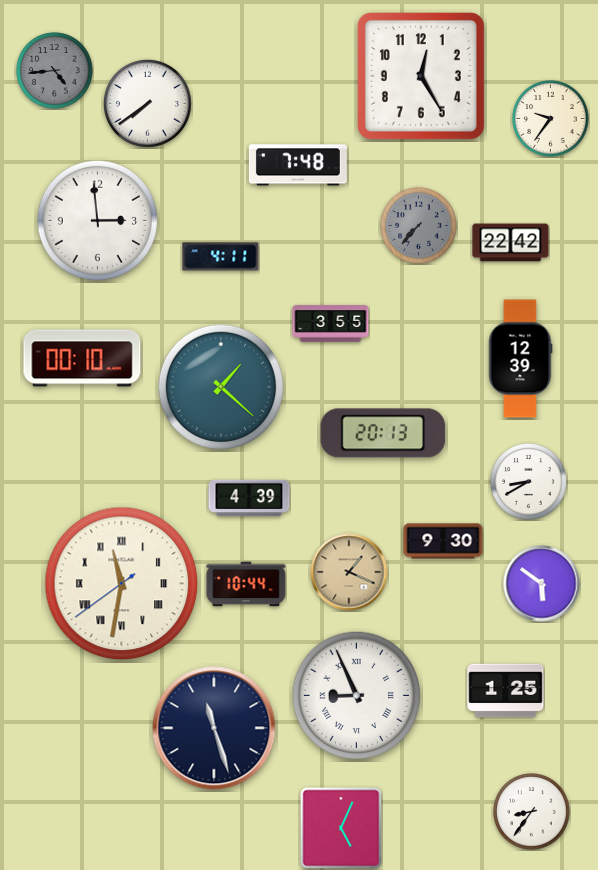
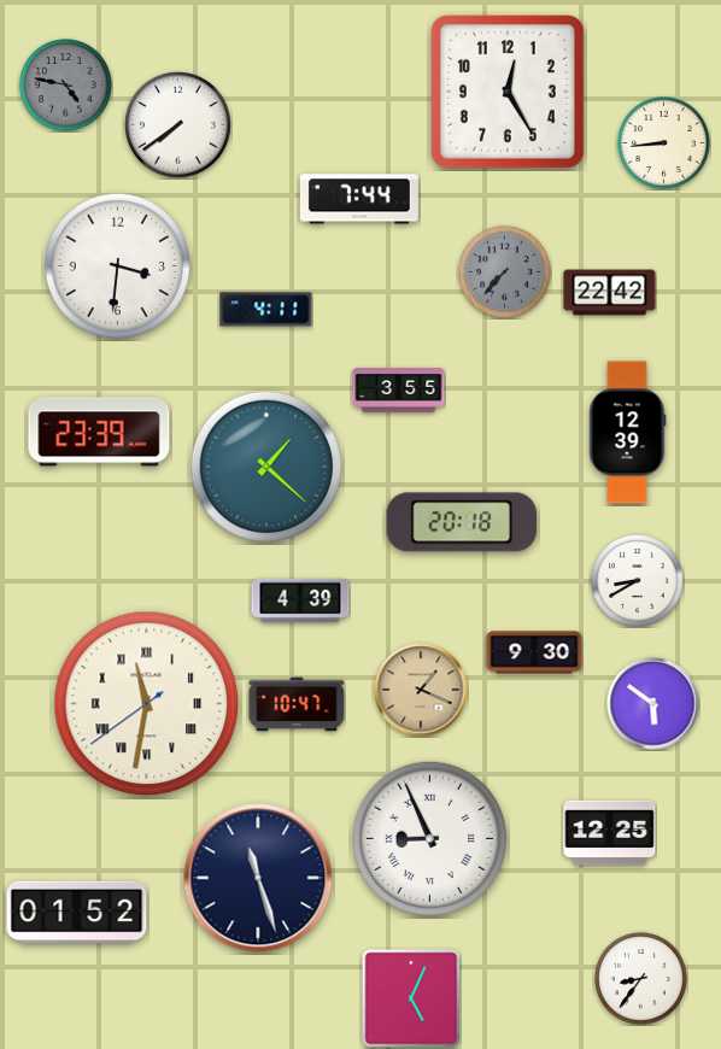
clock at (55, 71): 4:44 -> 4:47
clock at (551, 119): 9:36 -> 8:44
clock at (298, 165): 7:48 -> 7:44
clock at (97, 220): 2:59 -> 3:31
clock at (511, 243) position: (511, 243) -> (610, 293)
clock at (82, 358): 00:10 -> 23:39
clock at (383, 433): 20:13 -> 20:18
clock at (246, 584): 10:44 -> 10:47
clock at (506, 691): 1:25 -> 12:25
clock at (77, 913): none -> 01:52
